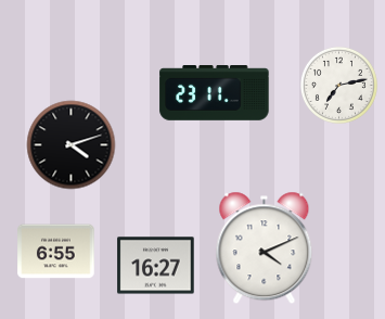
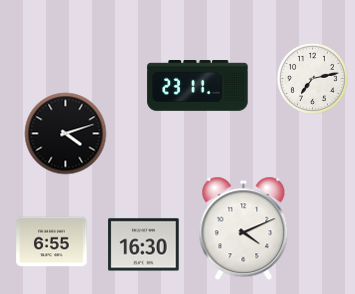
clock at (56, 252) position: (56, 252) -> (52, 242)
clock at (156, 266): 16:27 -> 16:30
